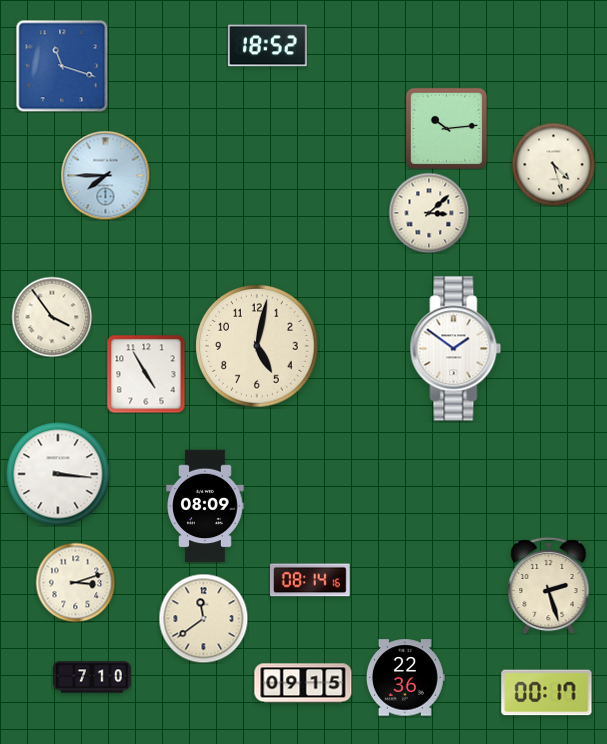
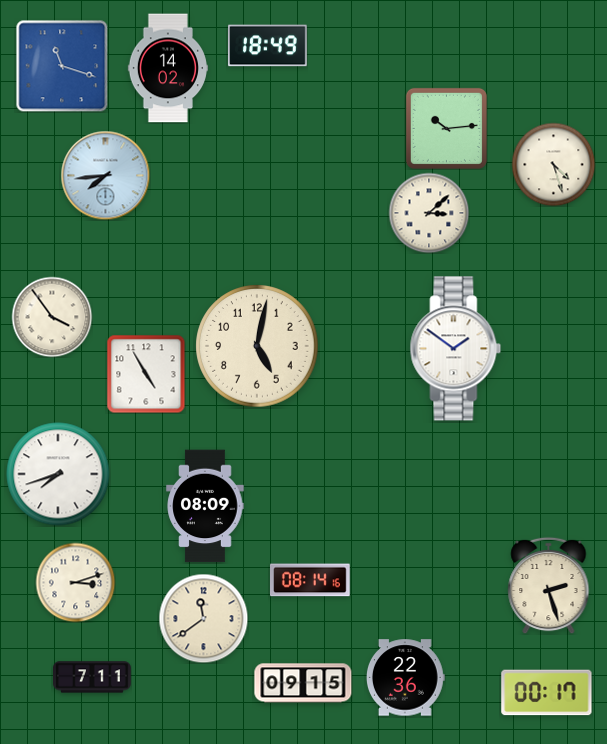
clock at (268, 46): 18:52 -> 18:49
clock at (168, 68): none -> 14:02
clock at (105, 175): 7:45 -> 7:44
clock at (58, 474): 3:16 -> 7:42
clock at (93, 677): 7:10 -> 7:11
